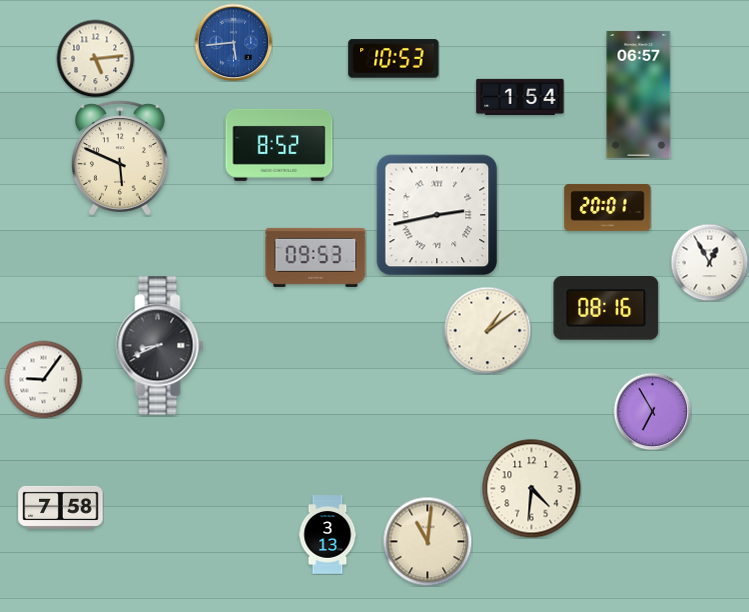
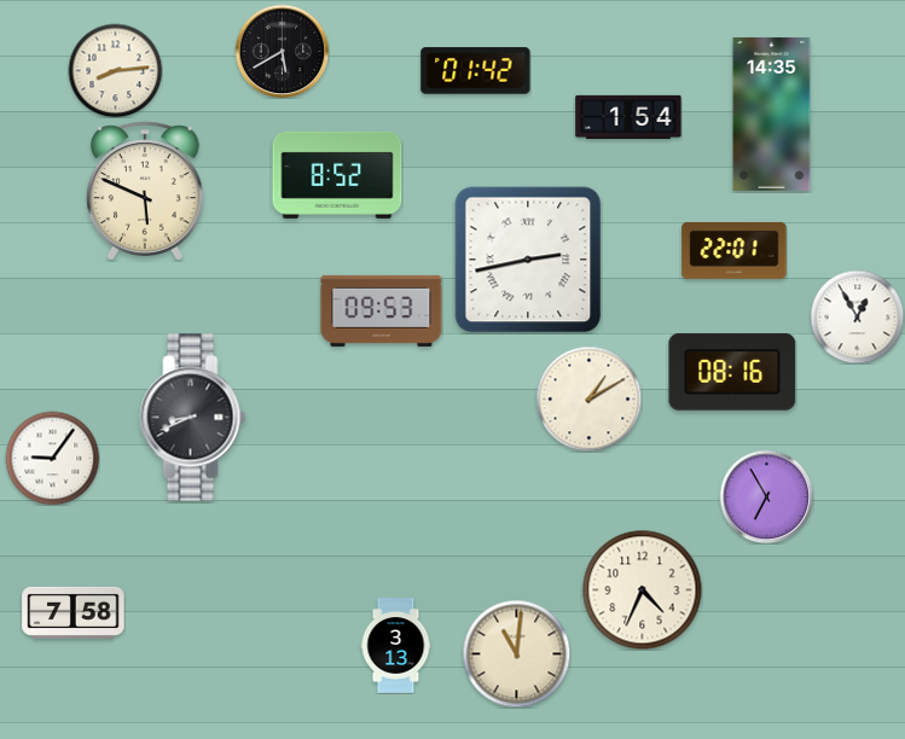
clock at (233, 42): 5:44 -> 5:40
clock at (233, 42) dial: blue -> black
clock at (95, 58): 5:14 -> 8:14
clock at (394, 59): 10:53 -> 01:42
clock at (639, 94): 06:57 -> 14:35
clock at (608, 207): 20:01 -> 22:01
clock at (487, 330): 1:09 -> 1:10
clock at (652, 411) position: (652, 411) -> (766, 496)
clock at (532, 489): 4:31 -> 4:34
